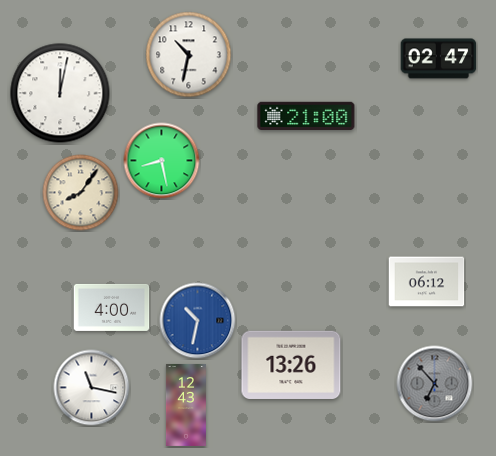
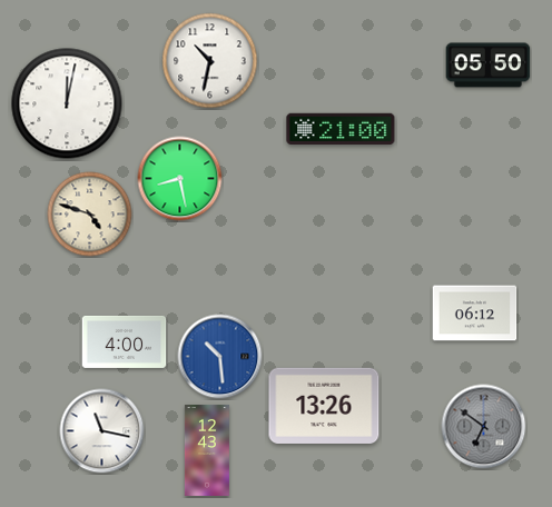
clock at (439, 59): 02:47 -> 05:50
clock at (81, 193): 8:06 -> 4:48
clock at (198, 321): 10:32 -> 10:29
clock at (435, 384): 6:53 -> 6:51
